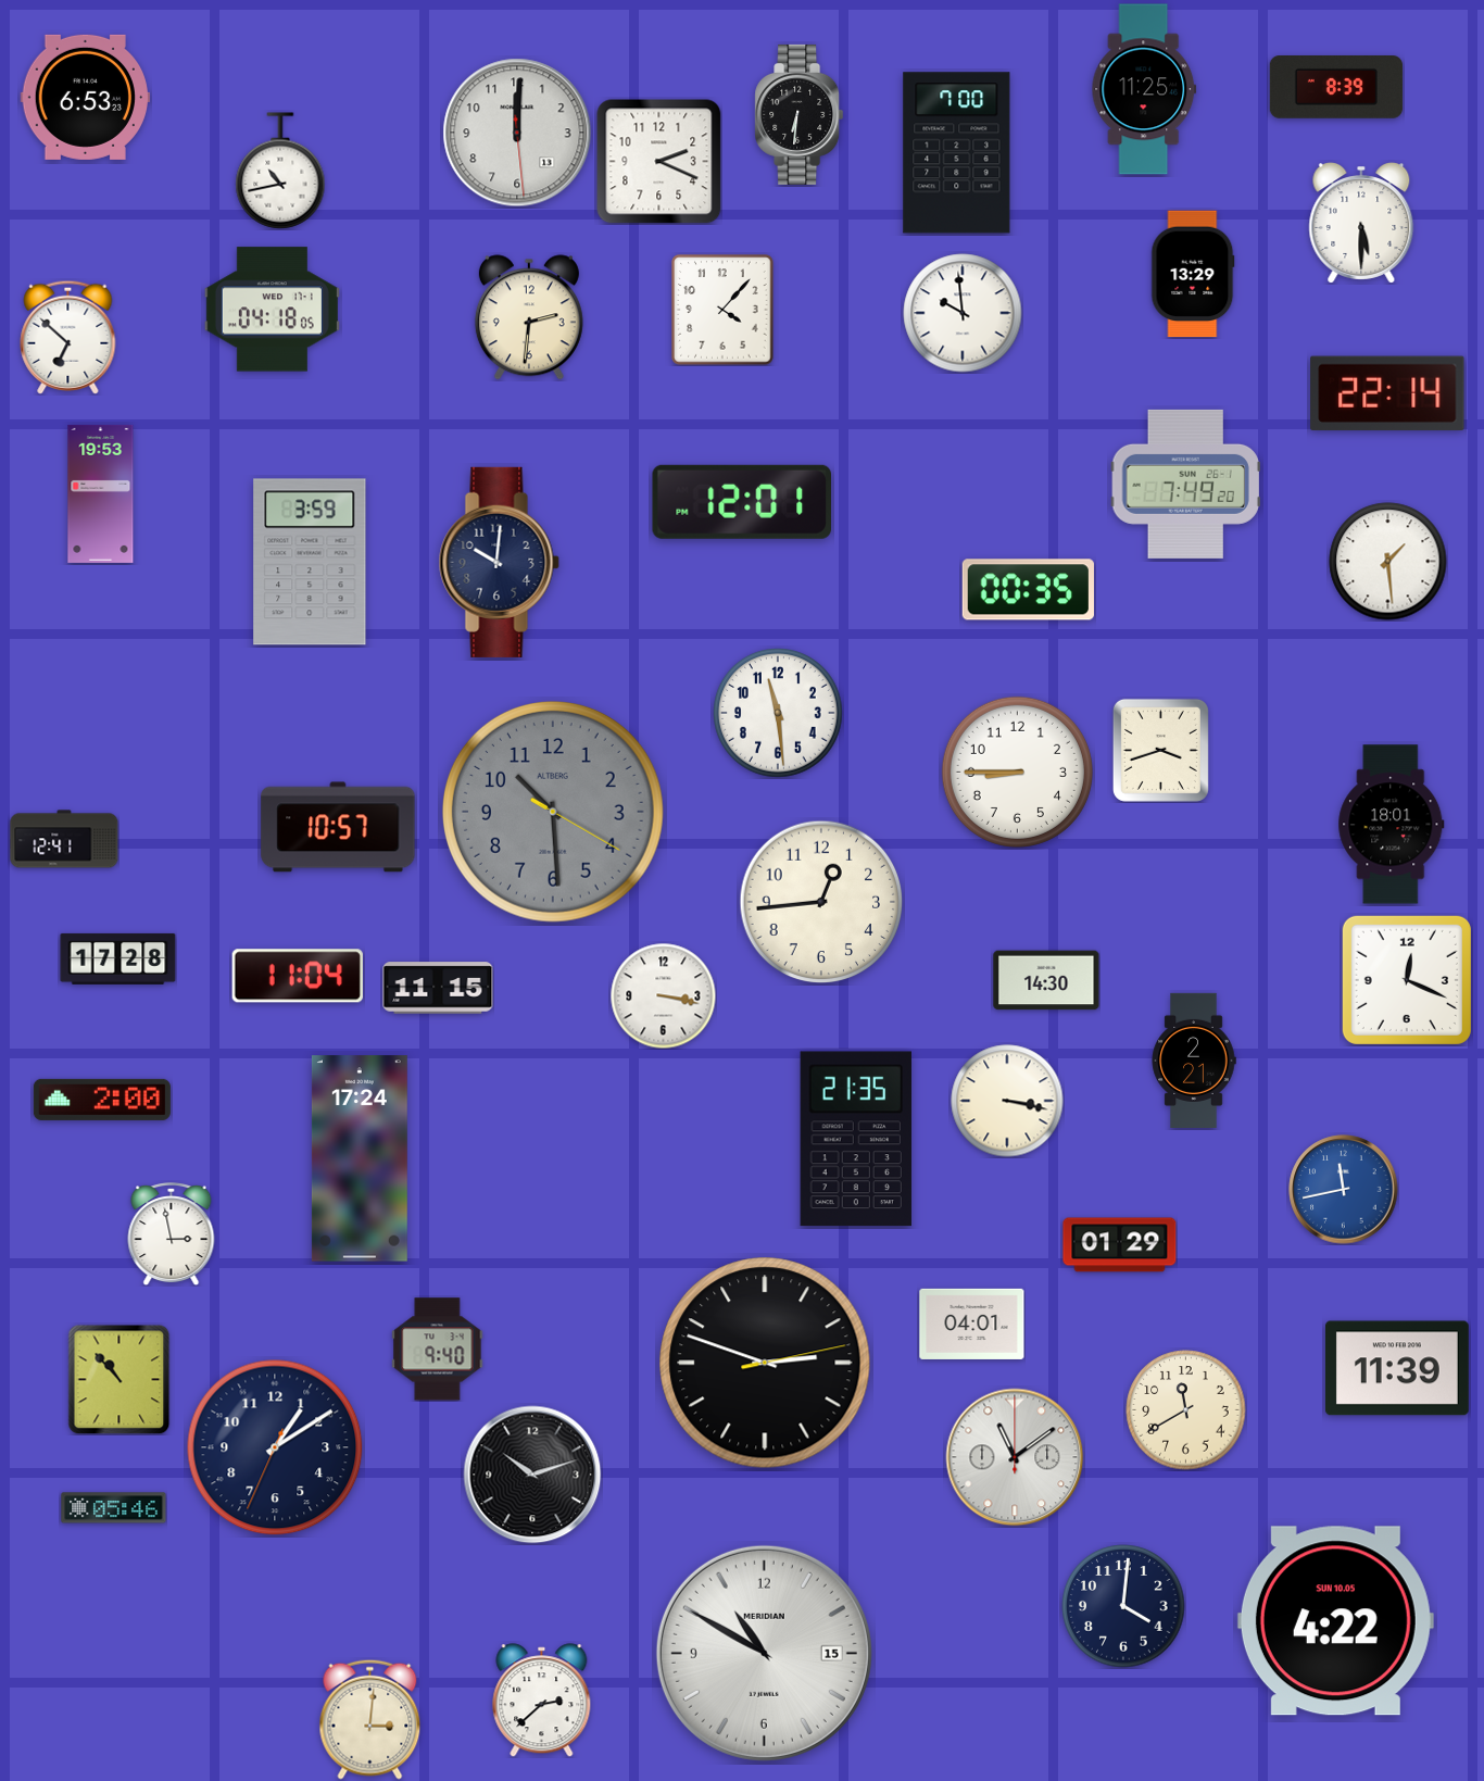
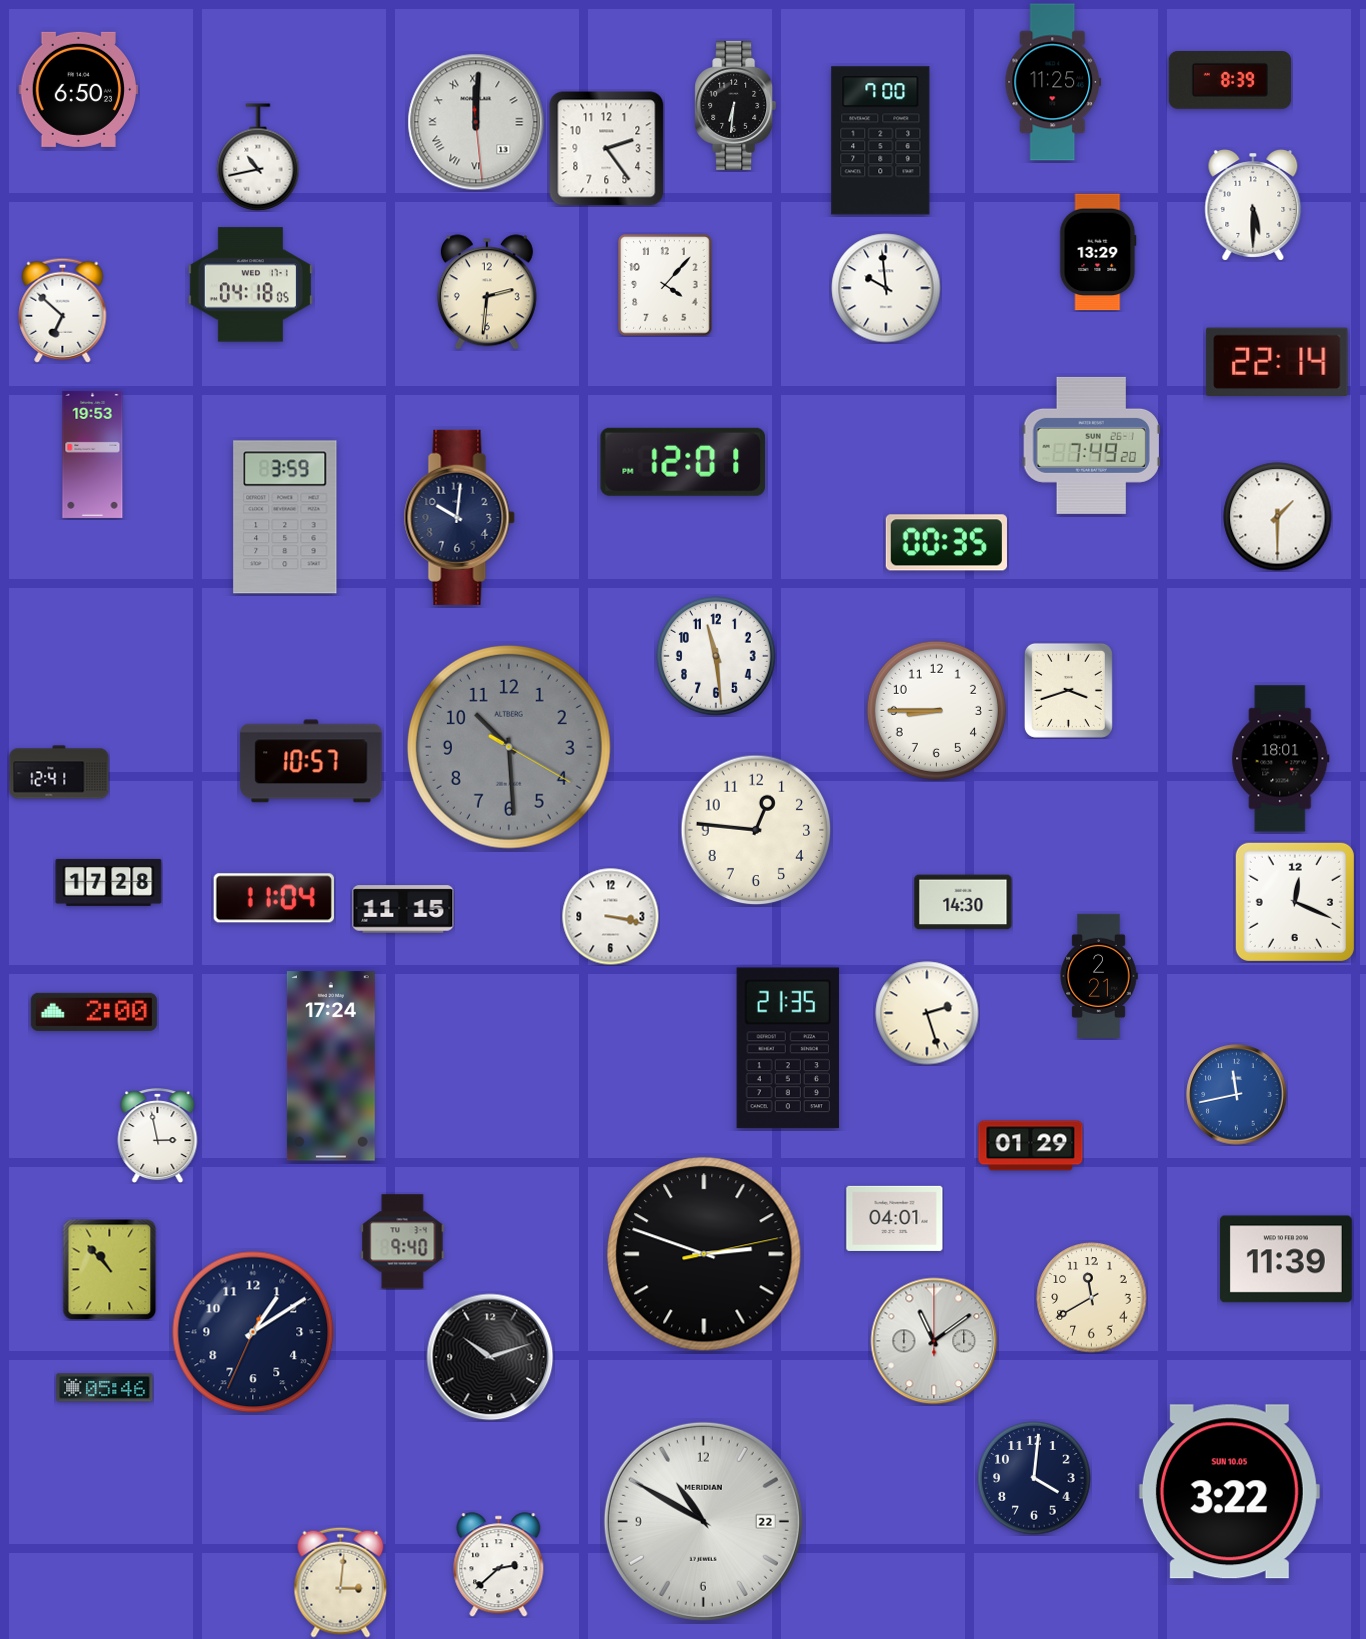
clock at (86, 97): 6:53 -> 6:50
clock at (517, 133) numerals: Arabic -> Roman
clock at (659, 162): 2:19 -> 2:24
clock at (1388, 562): 1:29 -> 1:30
clock at (821, 902): 12:44 -> 12:46
clock at (1007, 1101): 3:17 -> 2:27
clock at (1335, 1621): 4:22 -> 3:22
clock at (764, 1653) date: 15 -> 22
